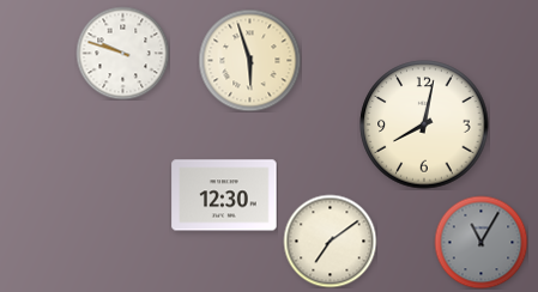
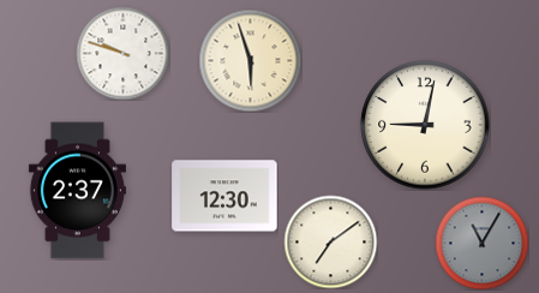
clock at (424, 124): 8:02 -> 9:02
clock at (77, 191): none -> 2:37
